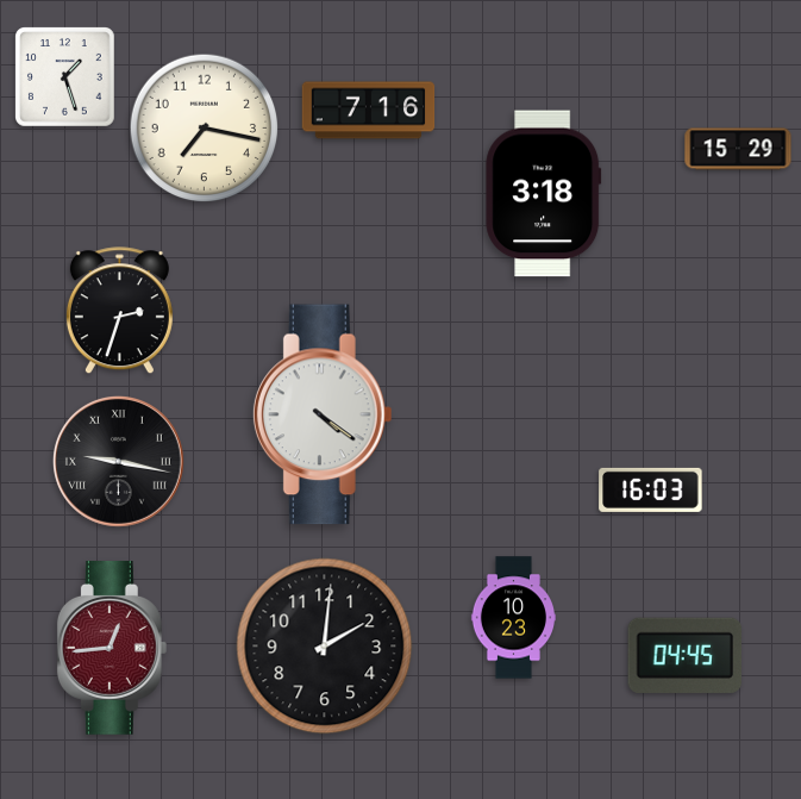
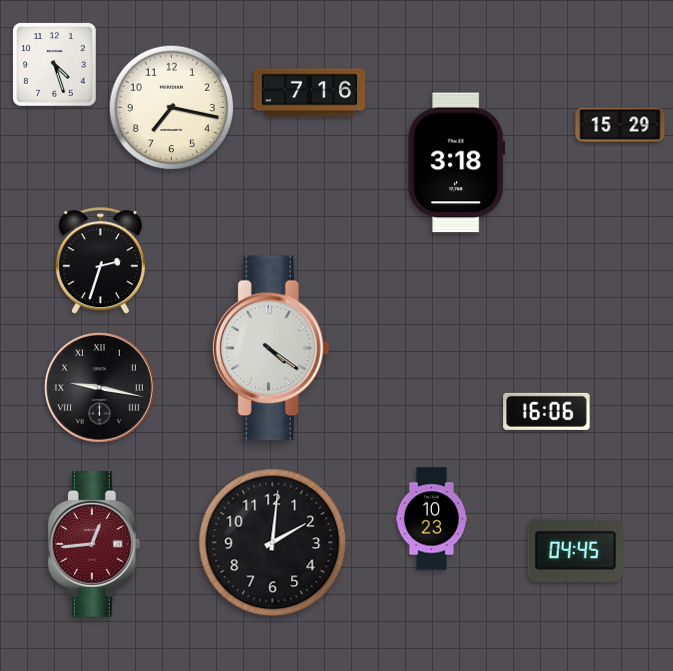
clock at (65, 77): 1:27 -> 4:27
clock at (651, 489): 16:03 -> 16:06
